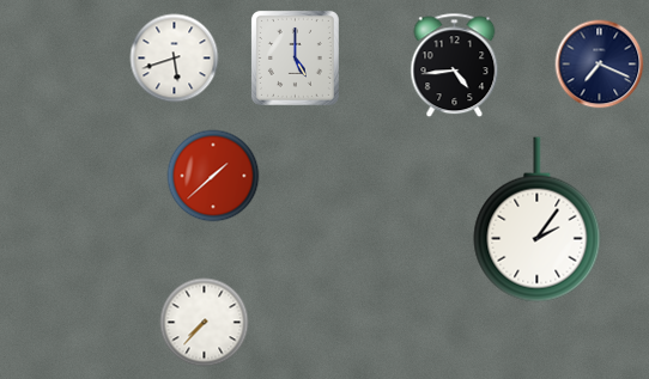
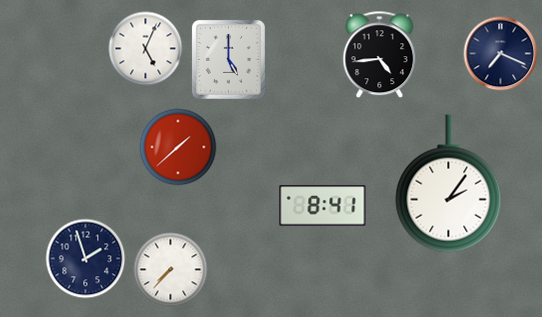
clock at (295, 57) position: (295, 57) -> (228, 59)
clock at (175, 59): 5:42 -> 5:04
clock at (323, 206): none -> 8:41
clock at (86, 259): none -> 1:57
